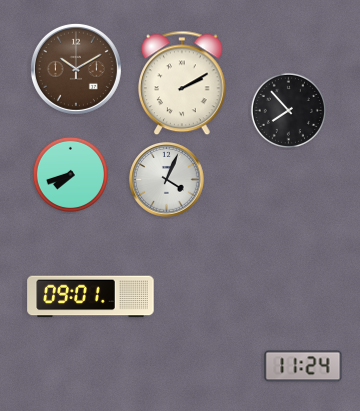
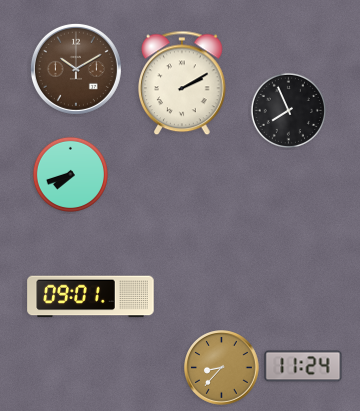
clock at (288, 110): 7:53 -> 7:56
clock at (167, 180): 4:04 -> none
clock at (222, 368): none -> 8:37
